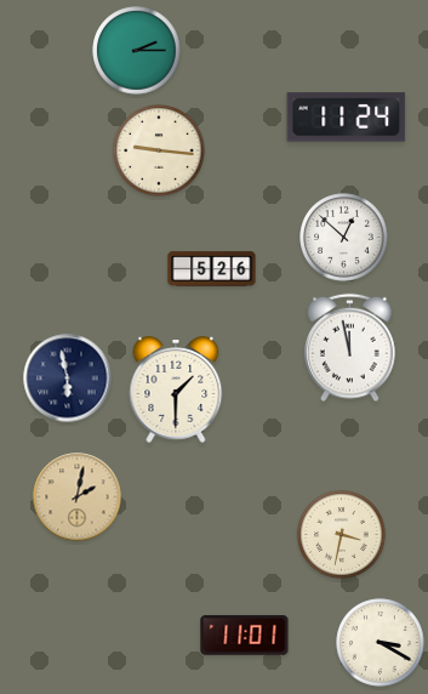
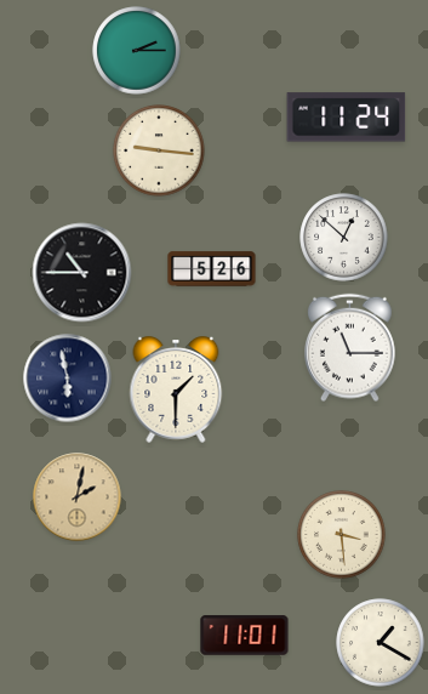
clock at (82, 273): none -> 10:45
clock at (350, 348): 11:58 -> 11:15
clock at (342, 535): 3:32 -> 3:29
clock at (381, 643): 3:20 -> 1:20
